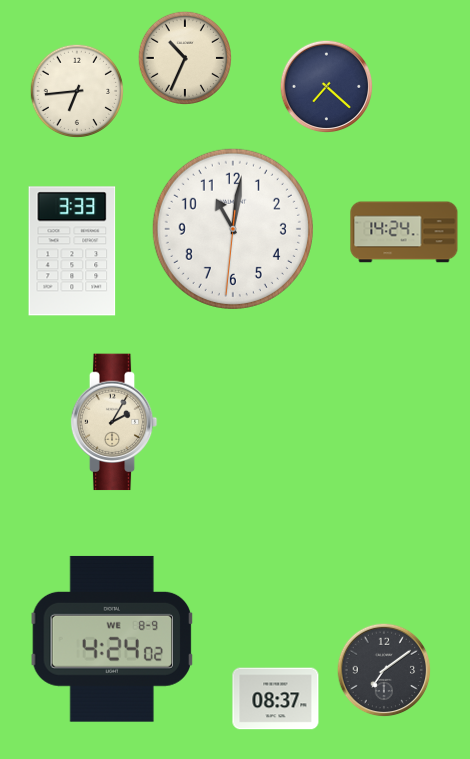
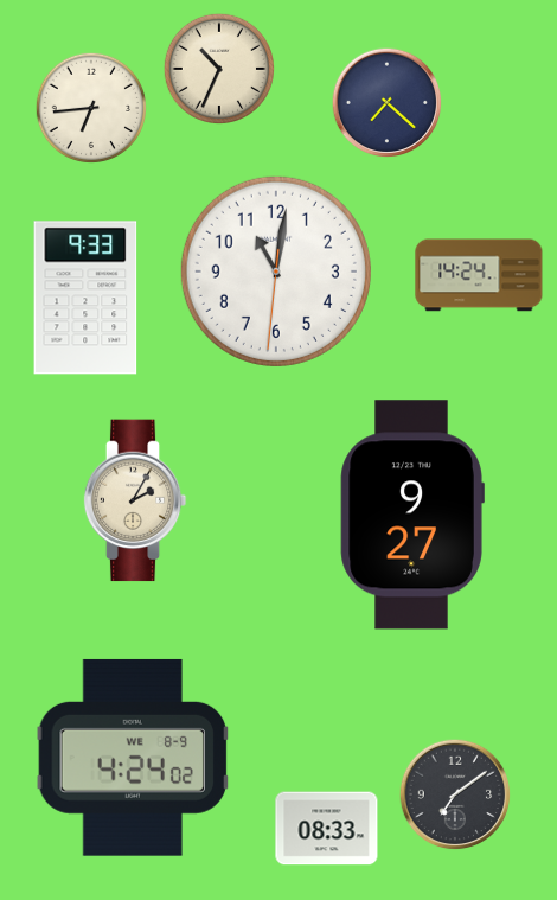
clock at (72, 251): 3:33 -> 9:33
clock at (412, 515): none -> 9:27
clock at (276, 699): 08:37 -> 08:33
